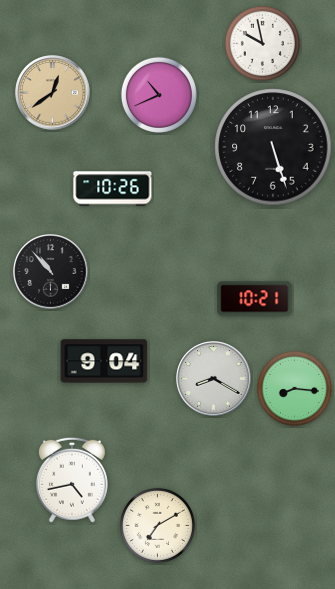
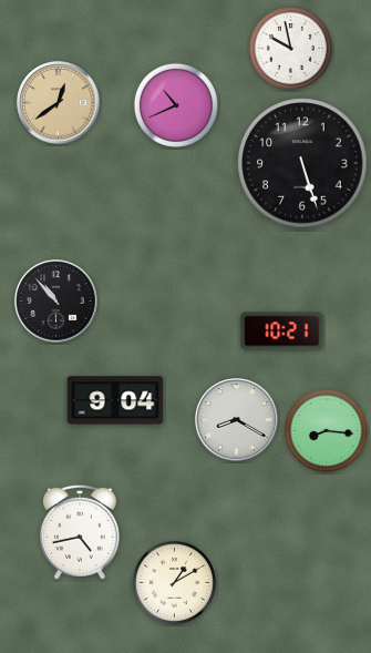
clock at (113, 189): 10:26 -> none
clock at (157, 525): 7:10 -> 1:10
